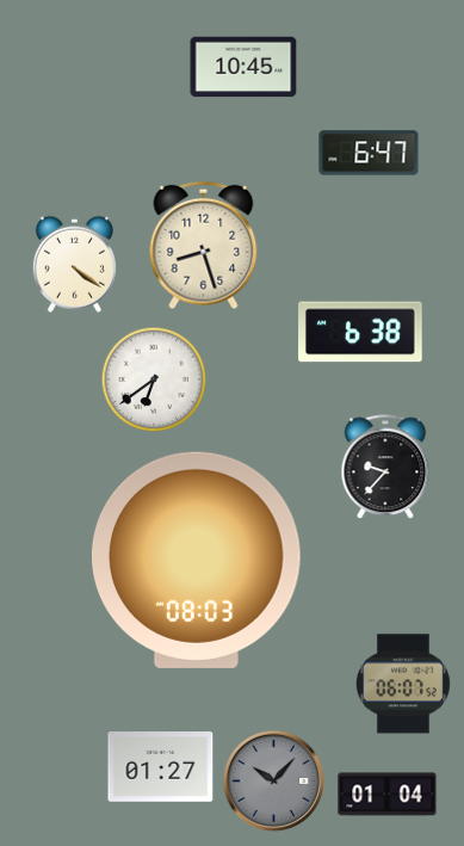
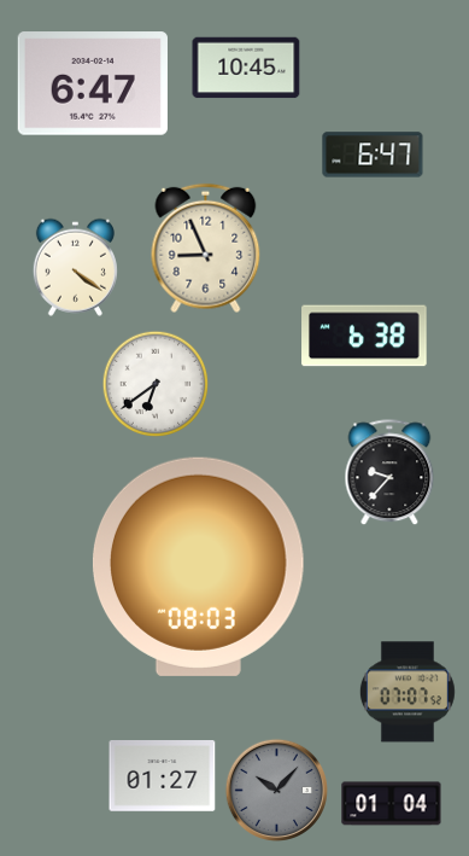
clock at (93, 83): none -> 6:47
clock at (204, 246): 8:27 -> 8:56
clock at (403, 684): 06:07 -> 07:07
